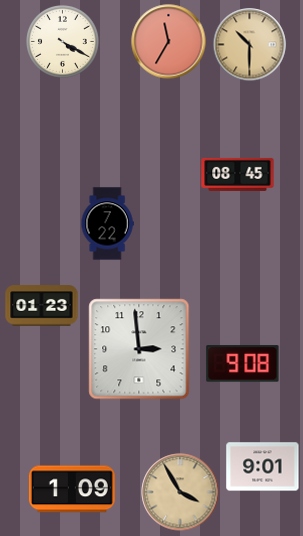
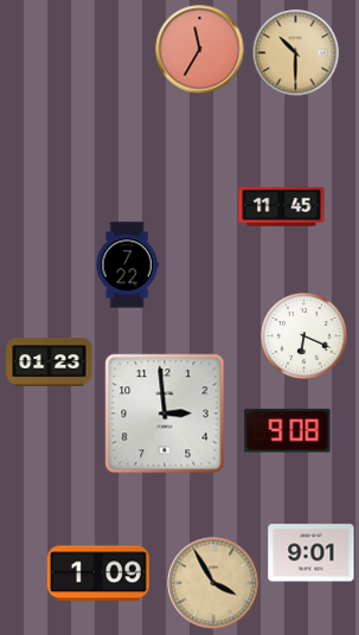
clock at (63, 42): 4:20 -> none
clock at (238, 174): 08:45 -> 11:45
clock at (304, 336): none -> 6:19
clock at (72, 489) position: (72, 489) -> (98, 573)
